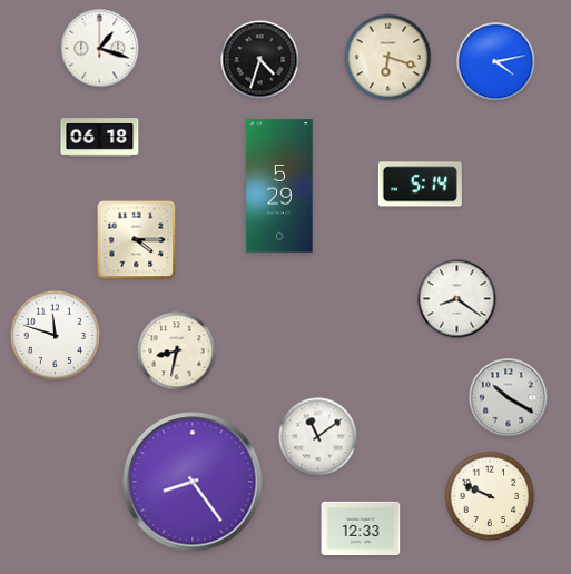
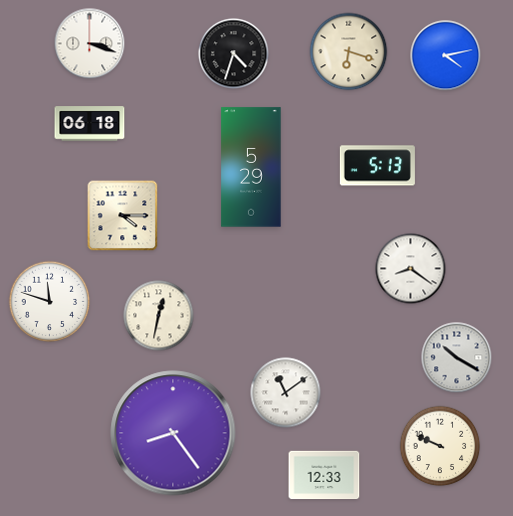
clock at (100, 49): 1:18 -> 3:18
clock at (420, 185): 5:14 -> 5:13
clock at (177, 352): 8:32 -> 12:32
